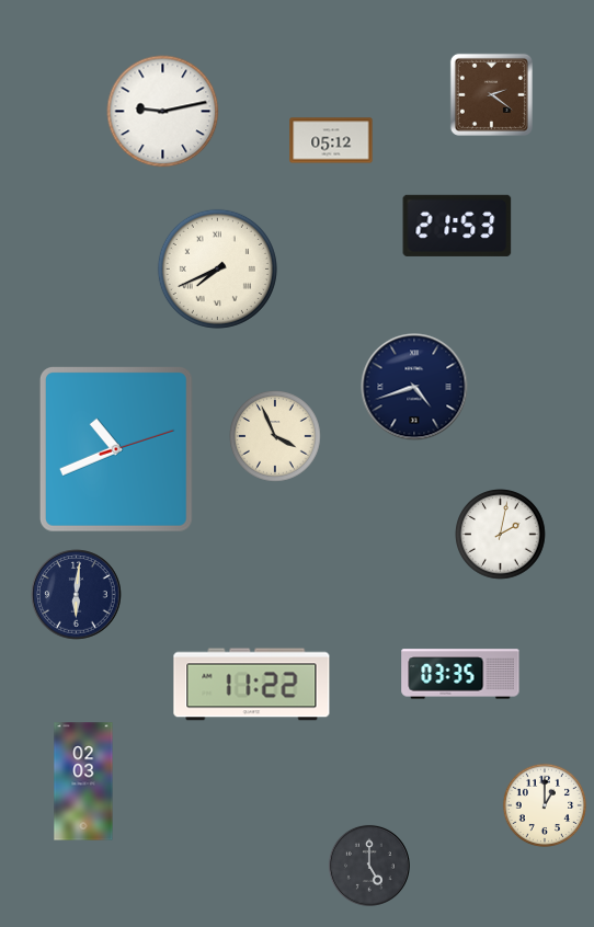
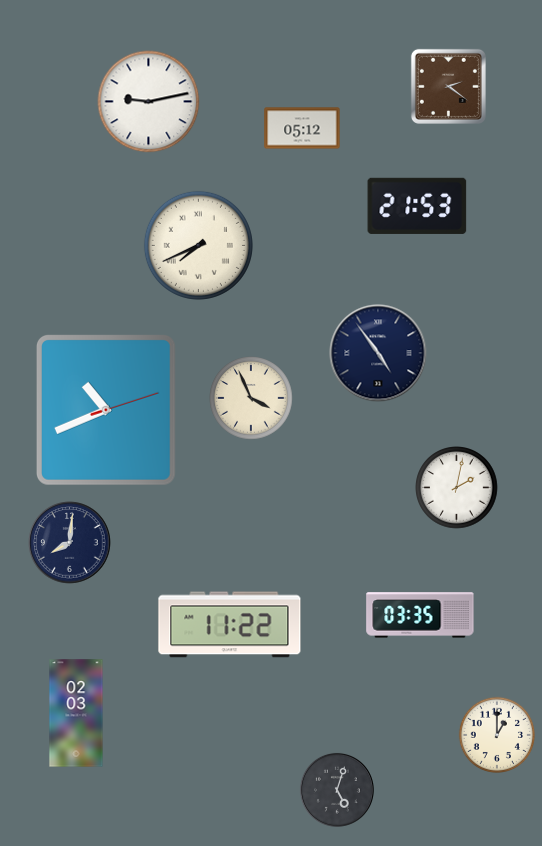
clock at (414, 387): 4:42 -> 4:54
clock at (77, 595): 6:01 -> 8:01
clock at (369, 866): 5:00 -> 5:03
